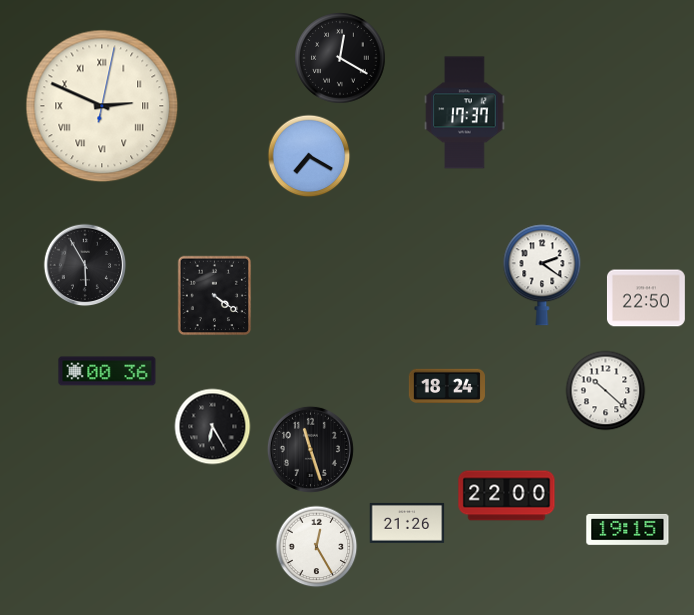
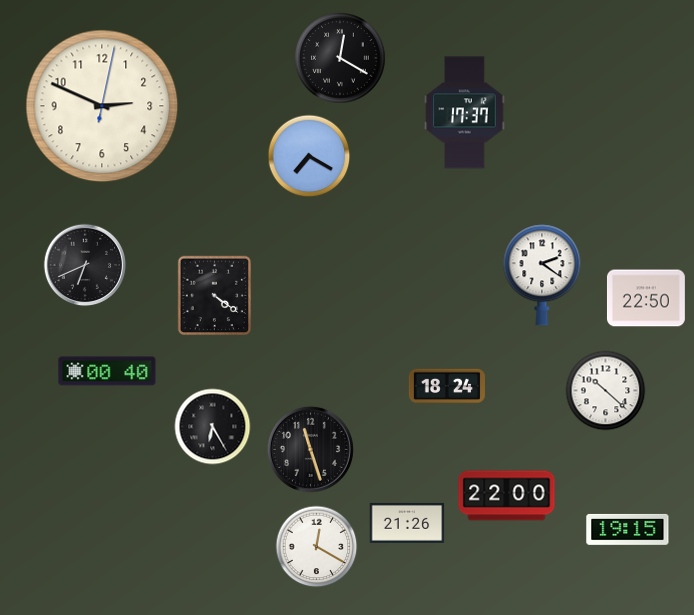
clock at (102, 106) numerals: Roman -> Arabic
clock at (85, 265): 5:55 -> 6:41
clock at (107, 371): 00:36 -> 00:40
clock at (317, 547): 12:25 -> 12:20
